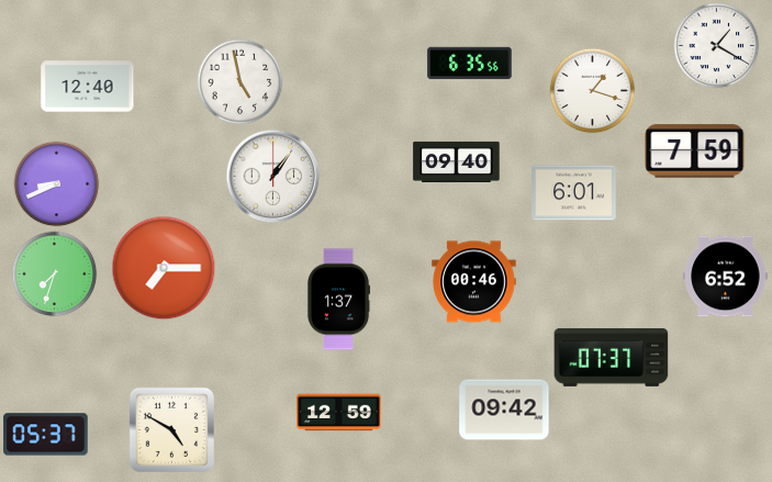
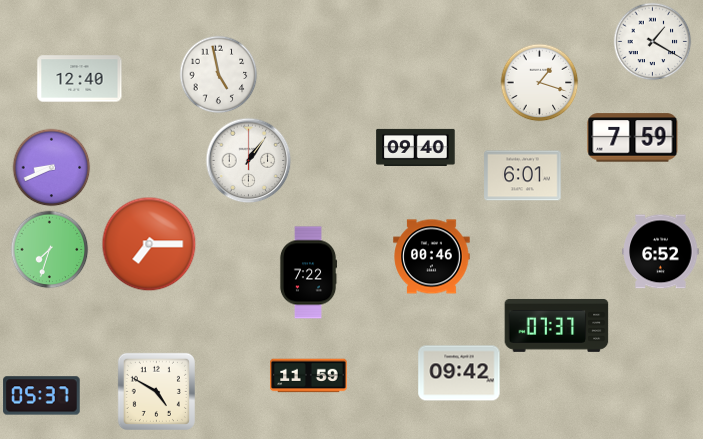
clock at (470, 64): 6:35 -> none
clock at (338, 300): 1:37 -> 7:22
clock at (339, 413): 12:59 -> 11:59
